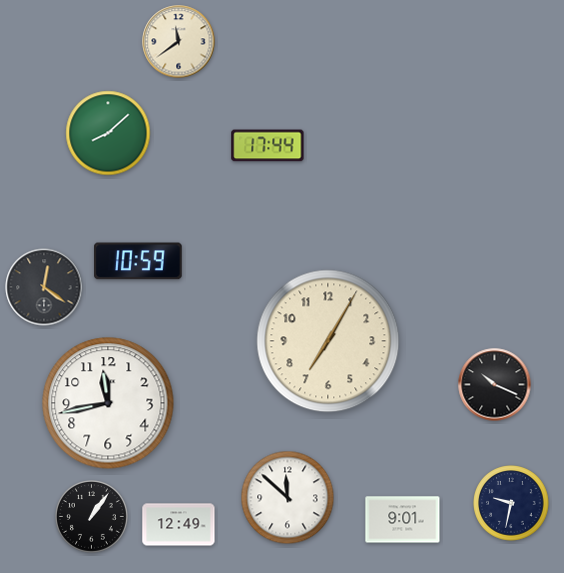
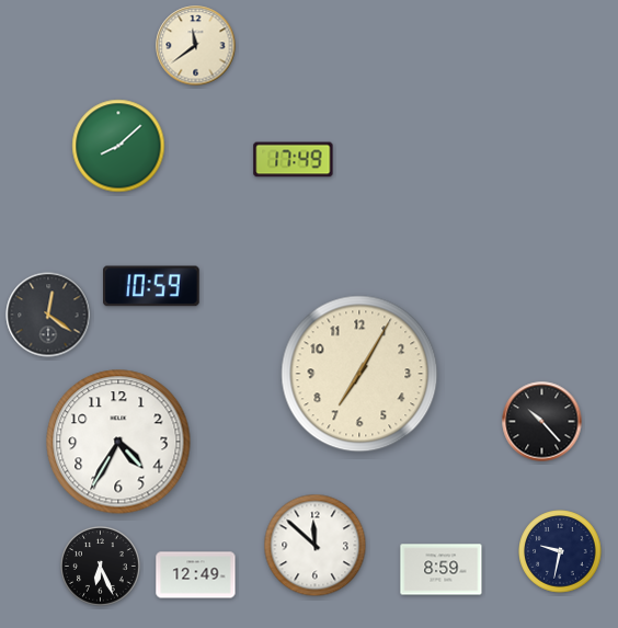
clock at (268, 146): 17:44 -> 17:49
clock at (495, 385): 10:19 -> 10:23
clock at (108, 403): 11:43 -> 4:35
clock at (92, 517): 1:06 -> 6:26
clock at (403, 520): 9:01 -> 8:59
